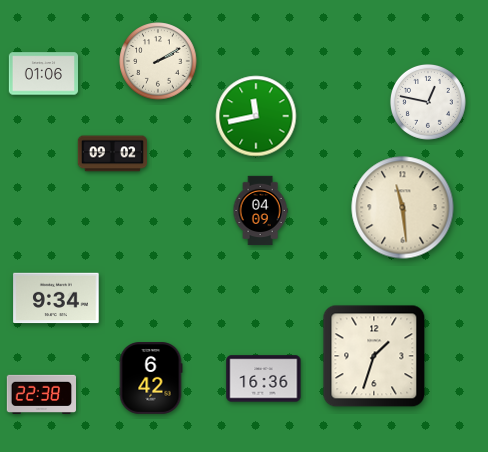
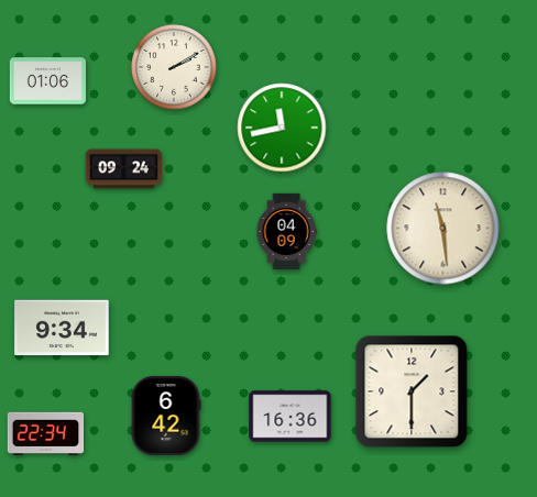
clock at (428, 102): 12:47 -> none
clock at (112, 154): 09:02 -> 09:24
clock at (374, 356): 1:33 -> 1:30
clock at (41, 394): 22:38 -> 22:34
